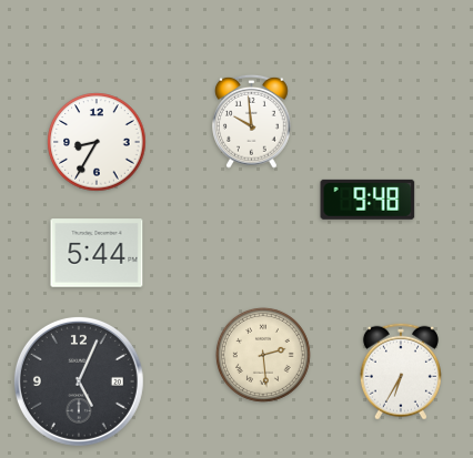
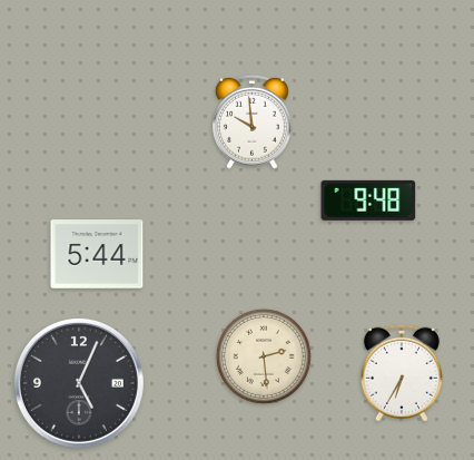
clock at (97, 142): 8:35 -> none
